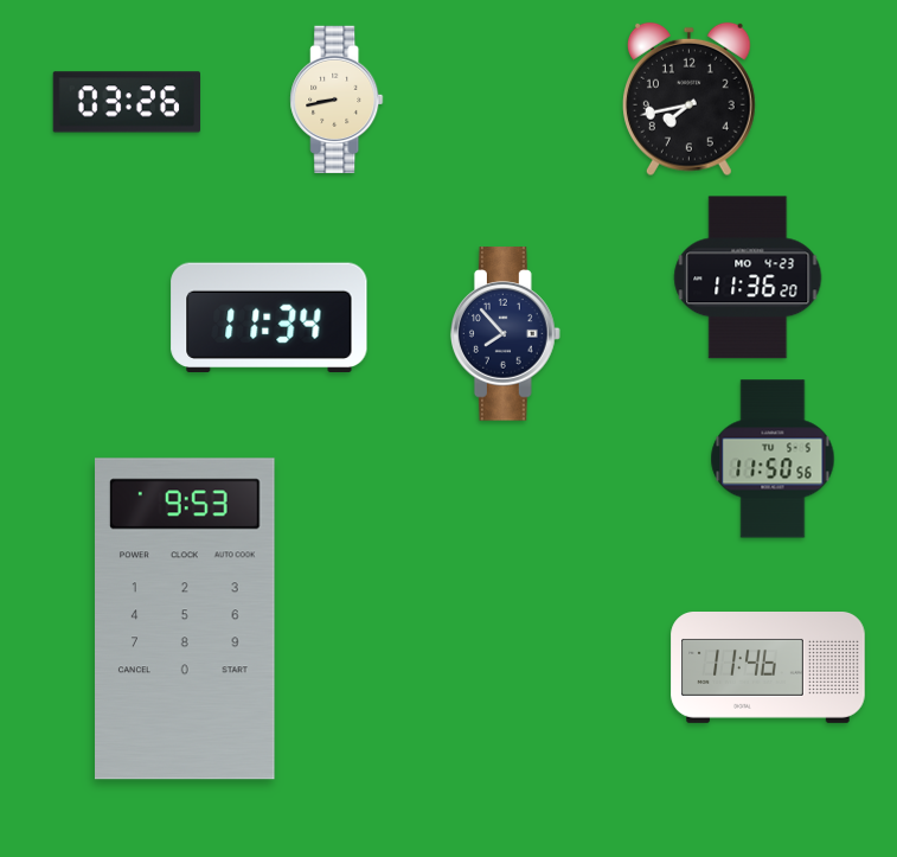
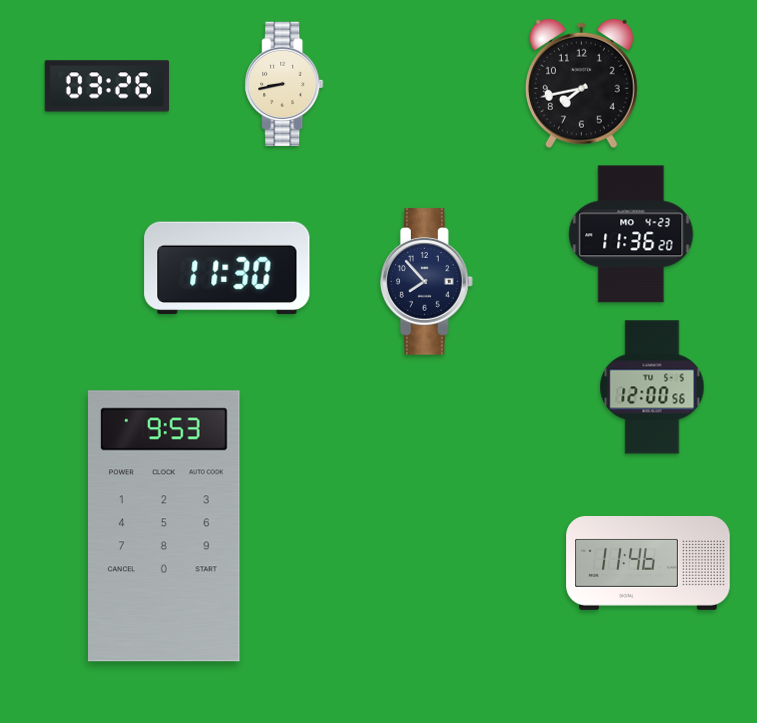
clock at (269, 318): 11:34 -> 11:30
clock at (773, 459): 11:50 -> 12:00
clock at (186, 619) position: (186, 619) -> (165, 526)
